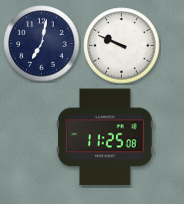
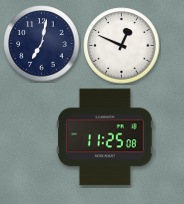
clock at (122, 46): 9:49 -> 12:49
